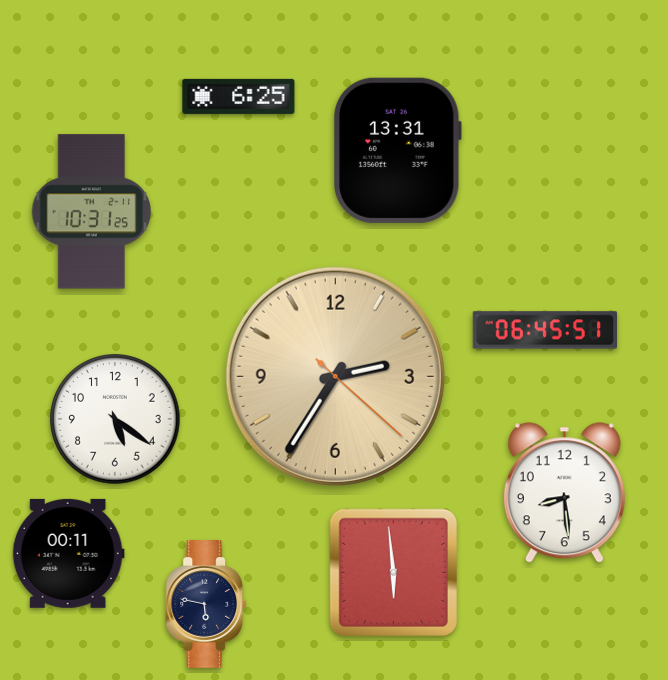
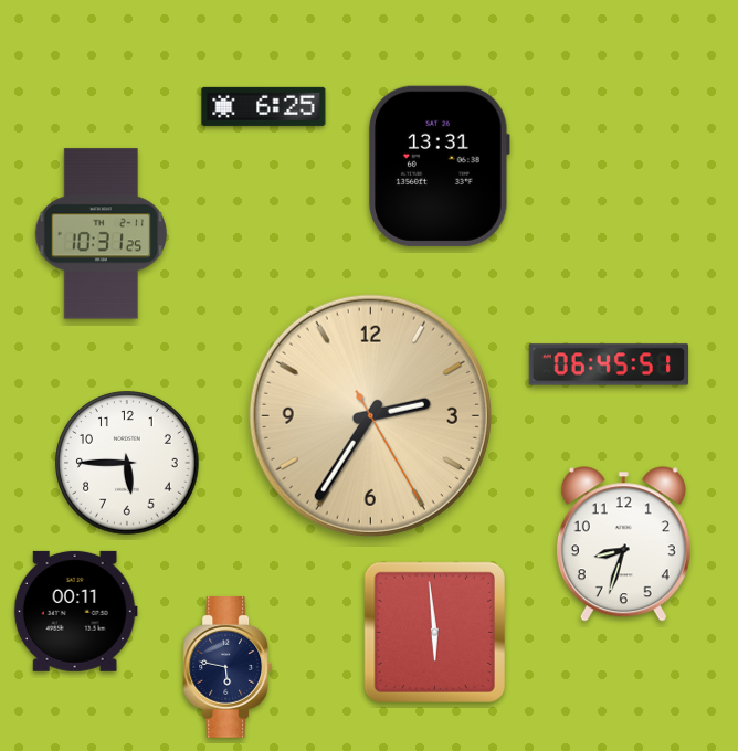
clock at (545, 330) position: (545, 330) -> (609, 364)
clock at (335, 376): 2:35:22 -> 2:35:25
clock at (115, 419): 5:21 -> 5:45
clock at (564, 493): 8:29 -> 8:33
